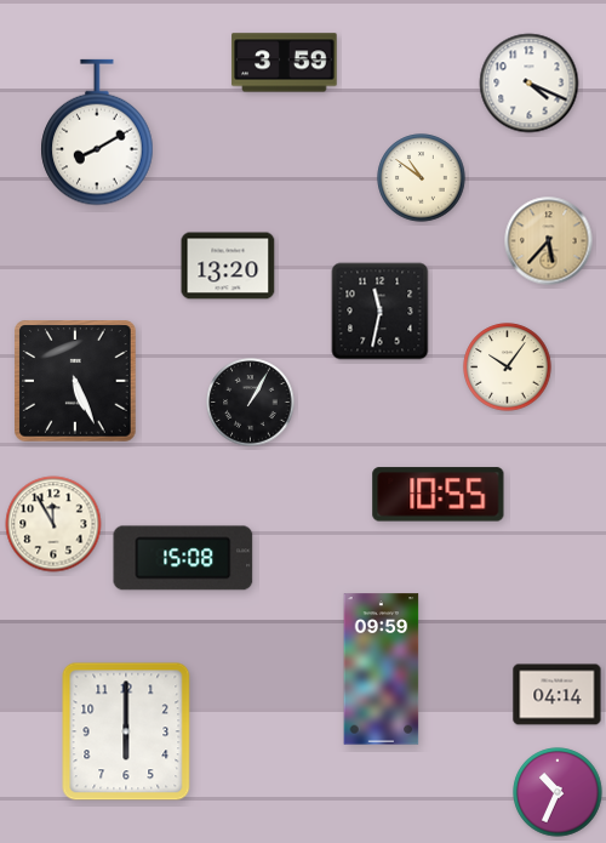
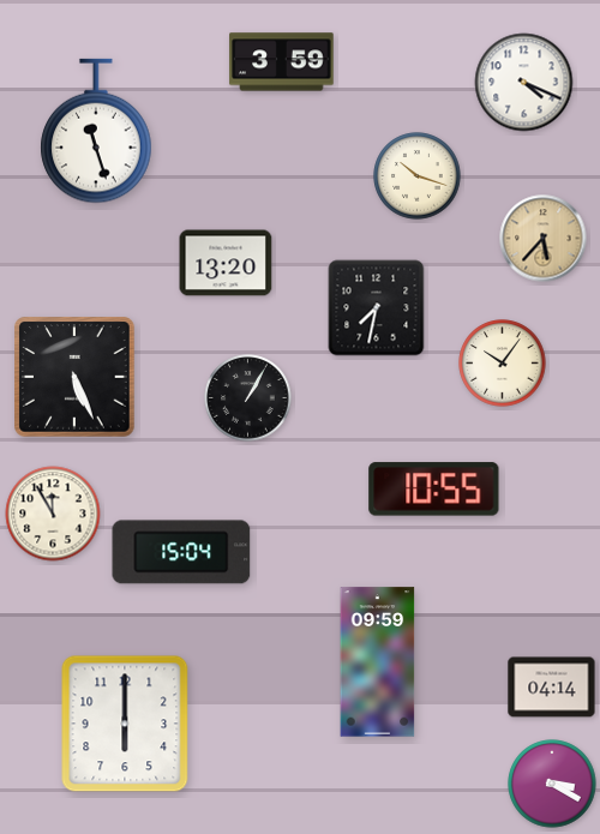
clock at (97, 132): 8:10 -> 11:27
clock at (422, 178): 10:51 -> 10:18
clock at (381, 312): 11:32 -> 7:32
clock at (53, 524) position: (53, 524) -> (53, 514)
clock at (183, 558): 15:08 -> 15:04
clock at (558, 792): 10:34 -> 3:20
